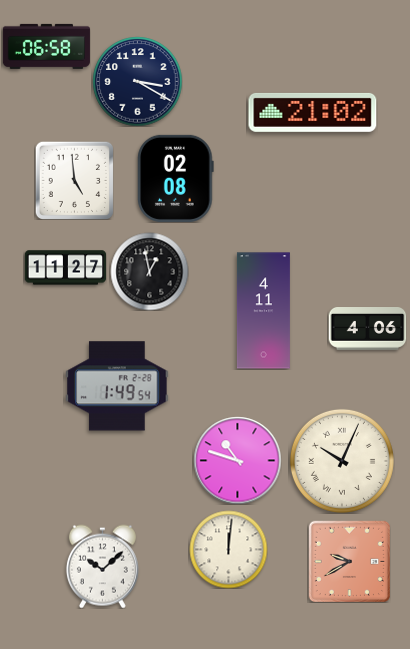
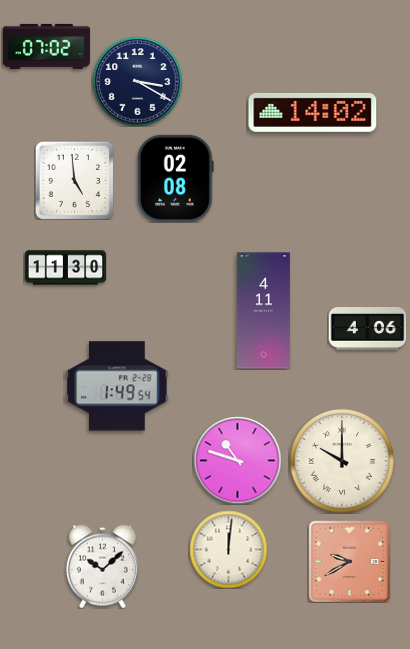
clock at (46, 46): 06:58 -> 07:02
clock at (313, 112): 21:02 -> 14:02
clock at (65, 268): 11:27 -> 11:30
clock at (149, 271): 12:58 -> none
clock at (342, 461): 10:04 -> 10:00
